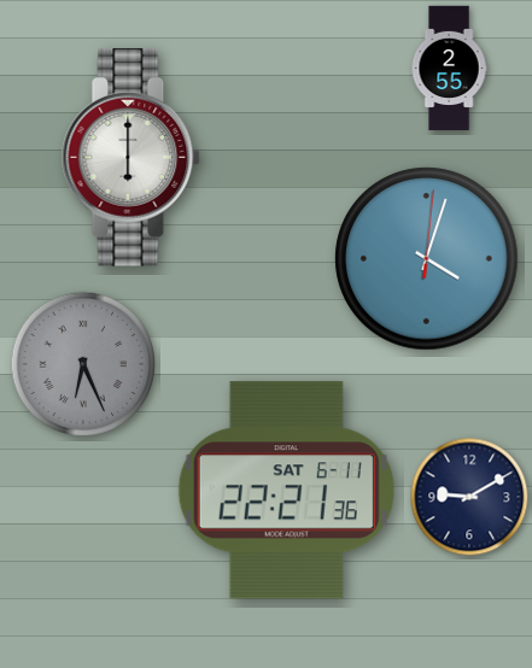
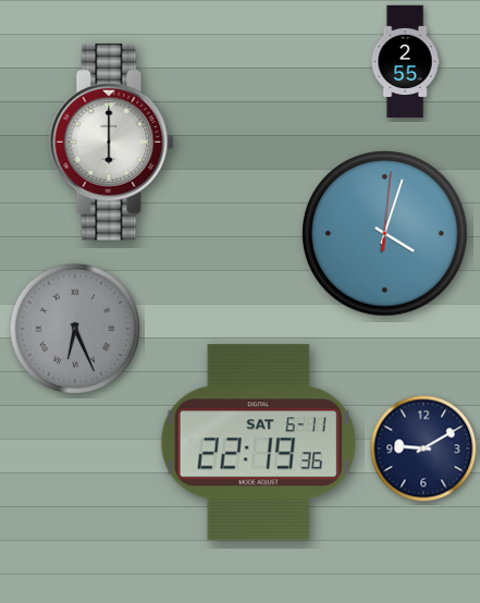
clock at (131, 158) position: (131, 158) -> (112, 143)
clock at (286, 491): 22:21 -> 22:19
